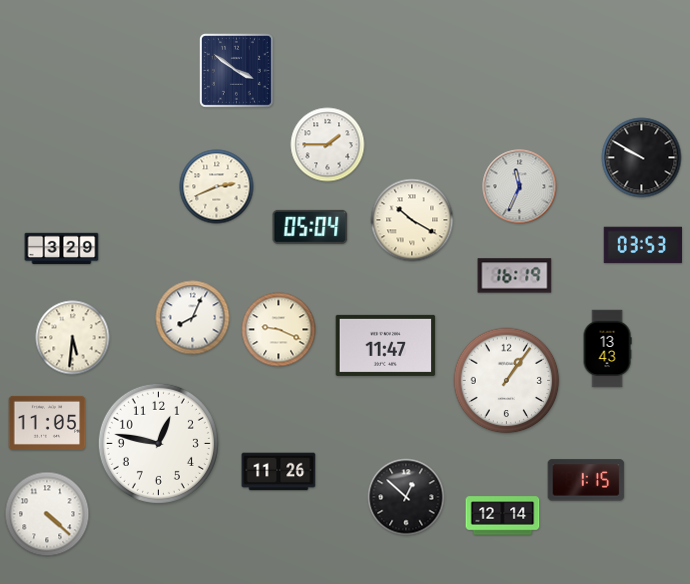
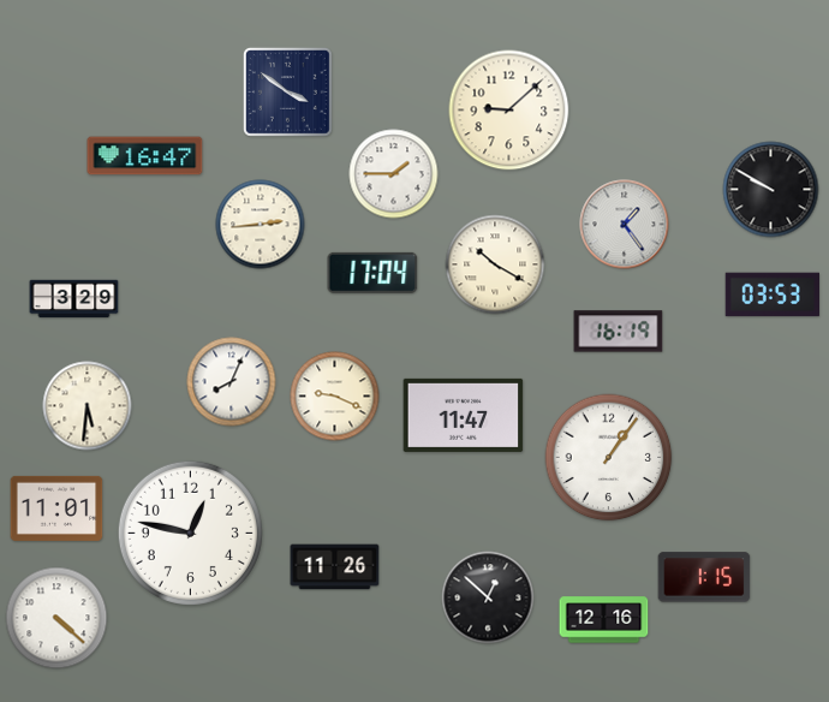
clock at (236, 70) position: (236, 70) -> (287, 91)
clock at (509, 111): none -> 9:08
clock at (145, 156): none -> 16:47
clock at (217, 187): 2:41 -> 2:44
clock at (520, 187): 11:34 -> 1:24
clock at (310, 227): 05:04 -> 17:04
clock at (607, 349): 13:43 -> none
clock at (47, 423): 11:05 -> 11:01
clock at (503, 516): 12:14 -> 12:16
